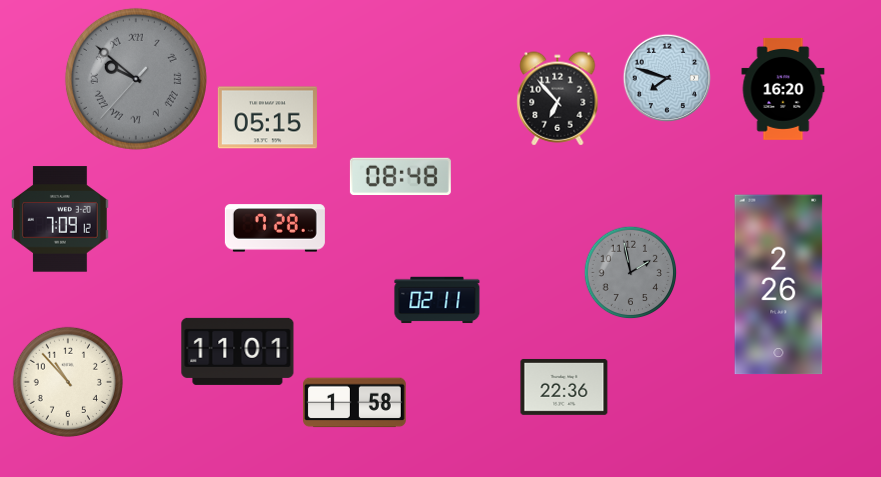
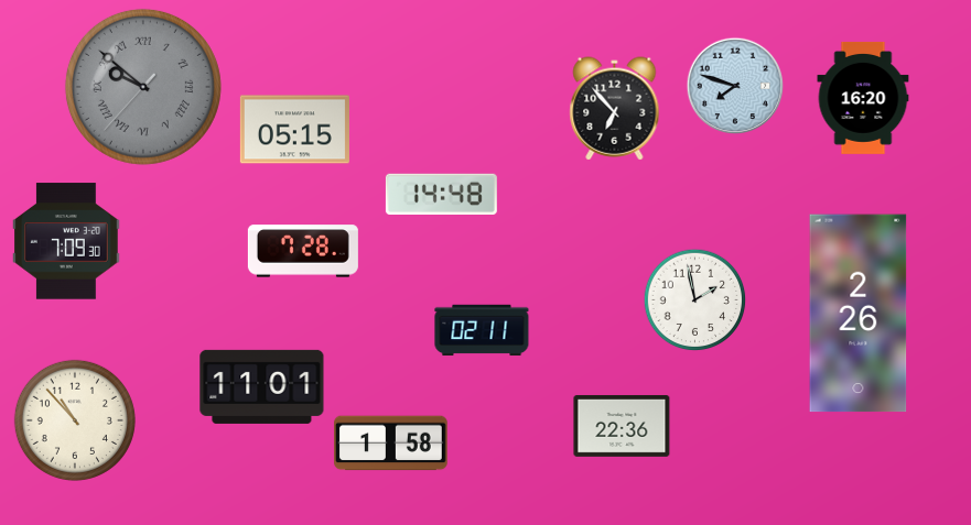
clock at (136, 79) position: (136, 79) -> (143, 87)
clock at (400, 176): 08:48 -> 14:48
clock at (61, 219): 7:09:12 -> 7:09:30
clock at (631, 273) dial: grey -> white
